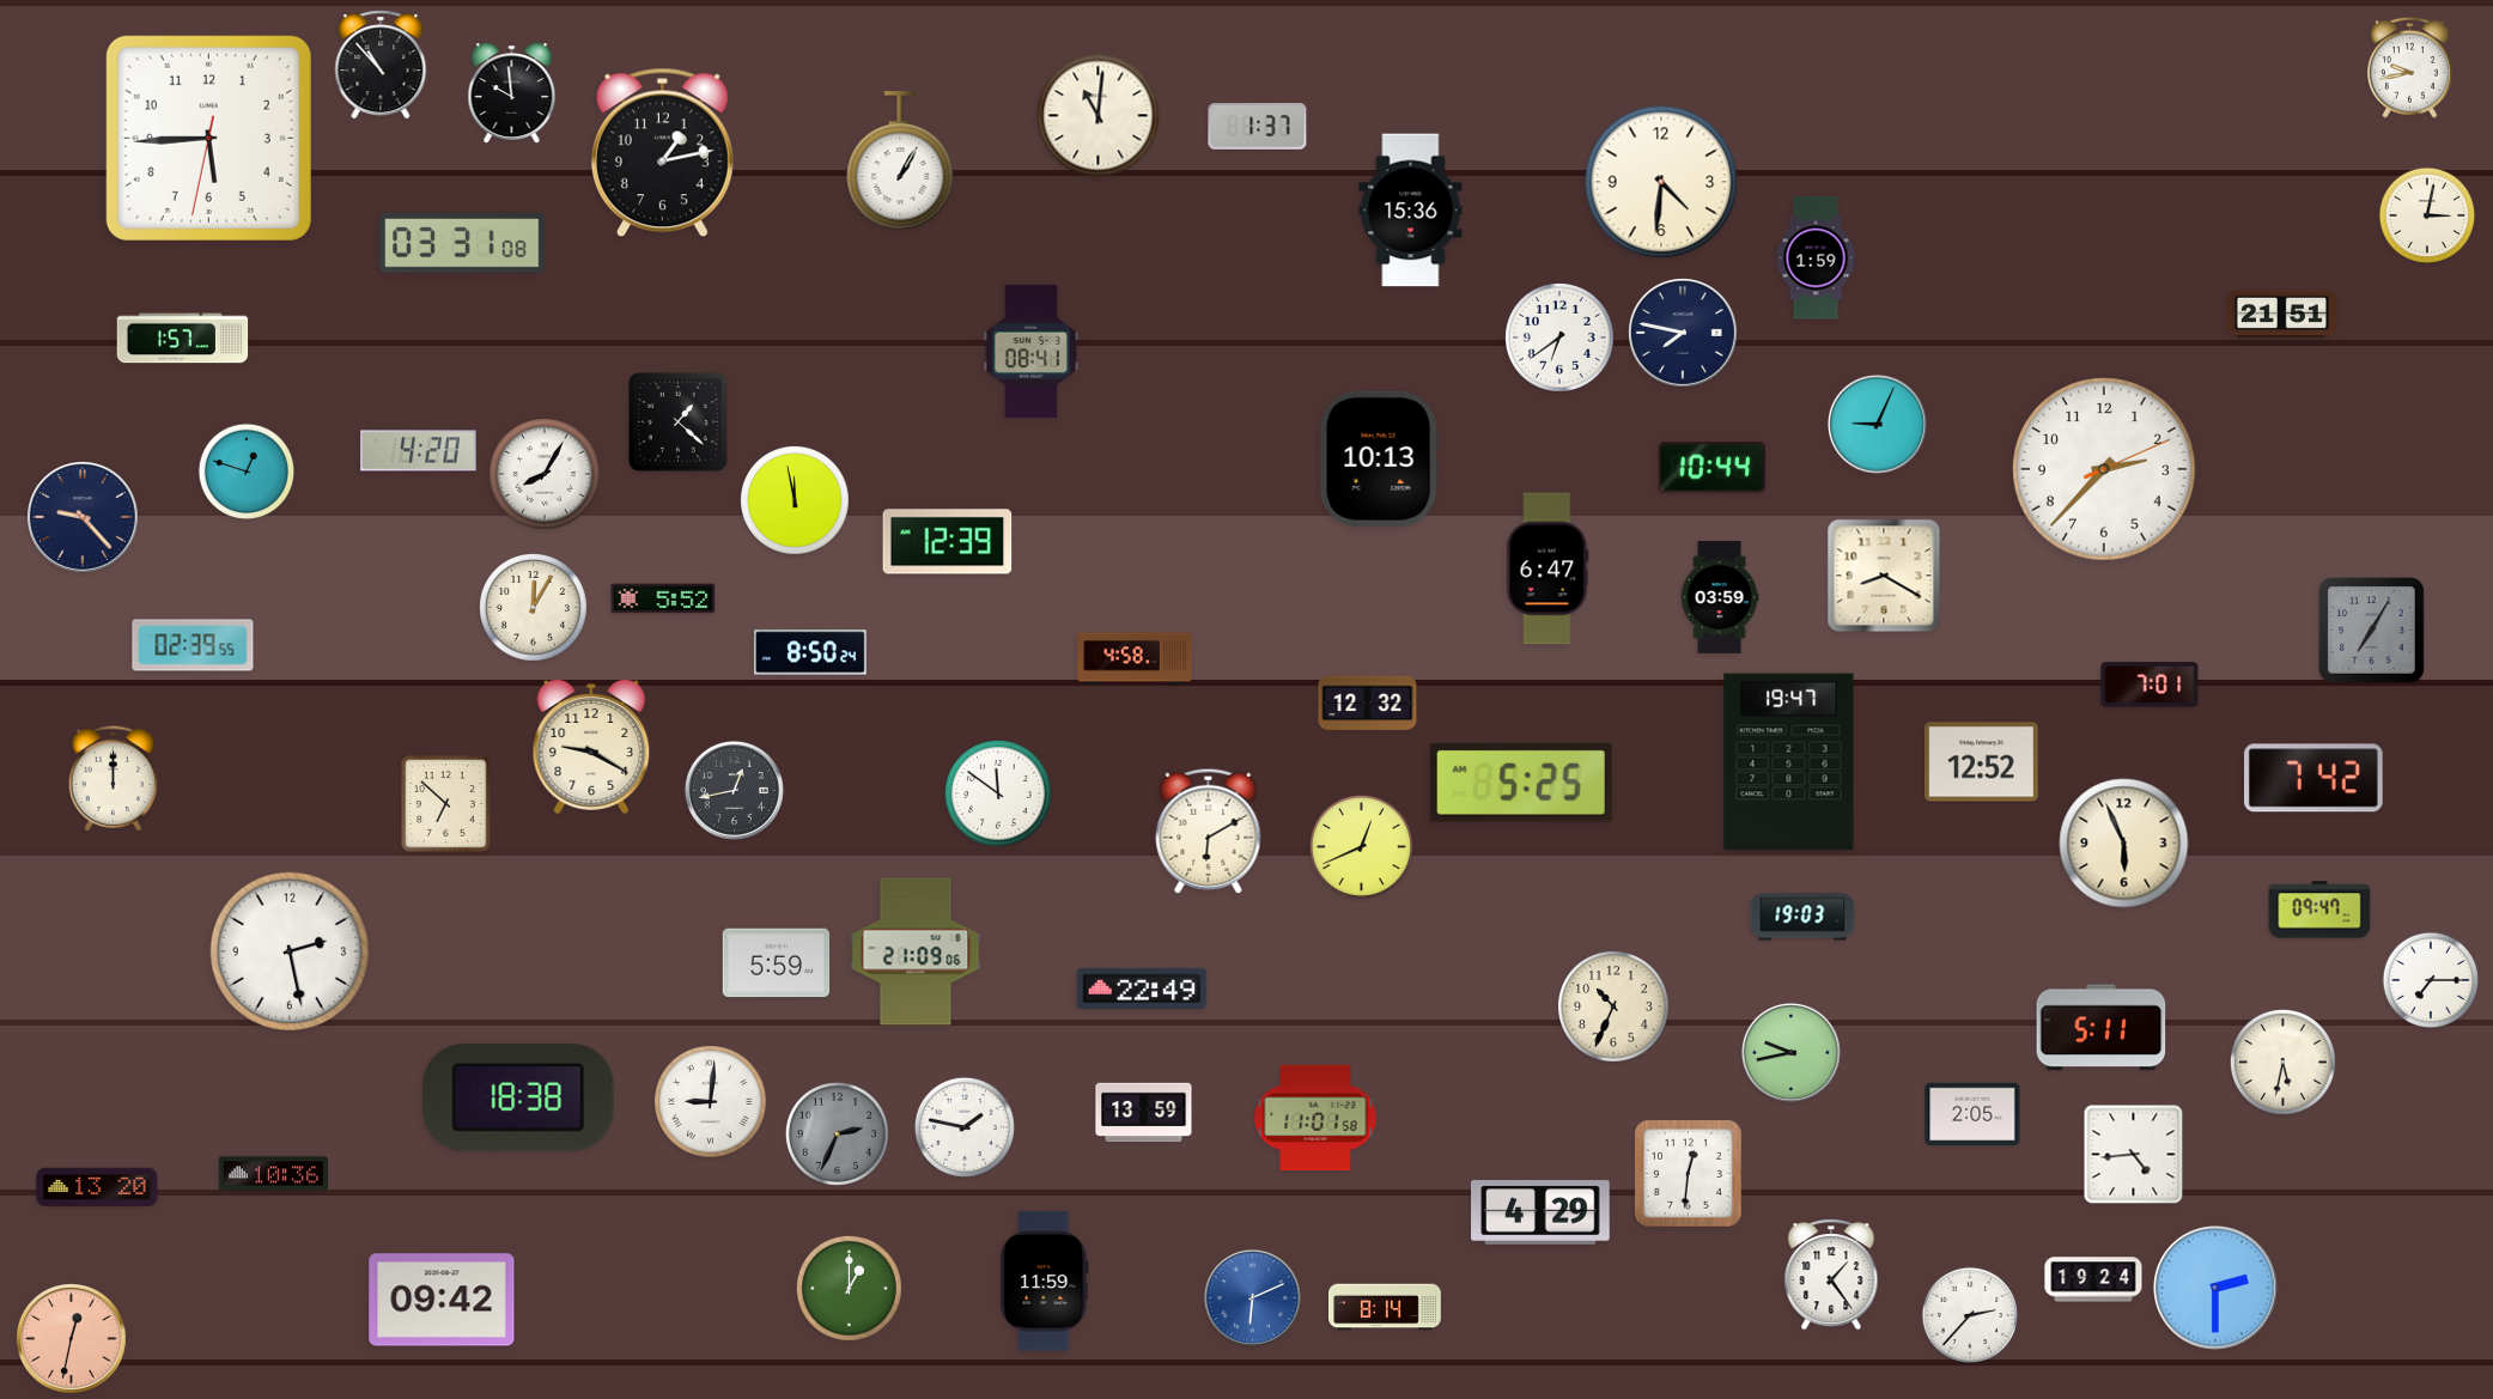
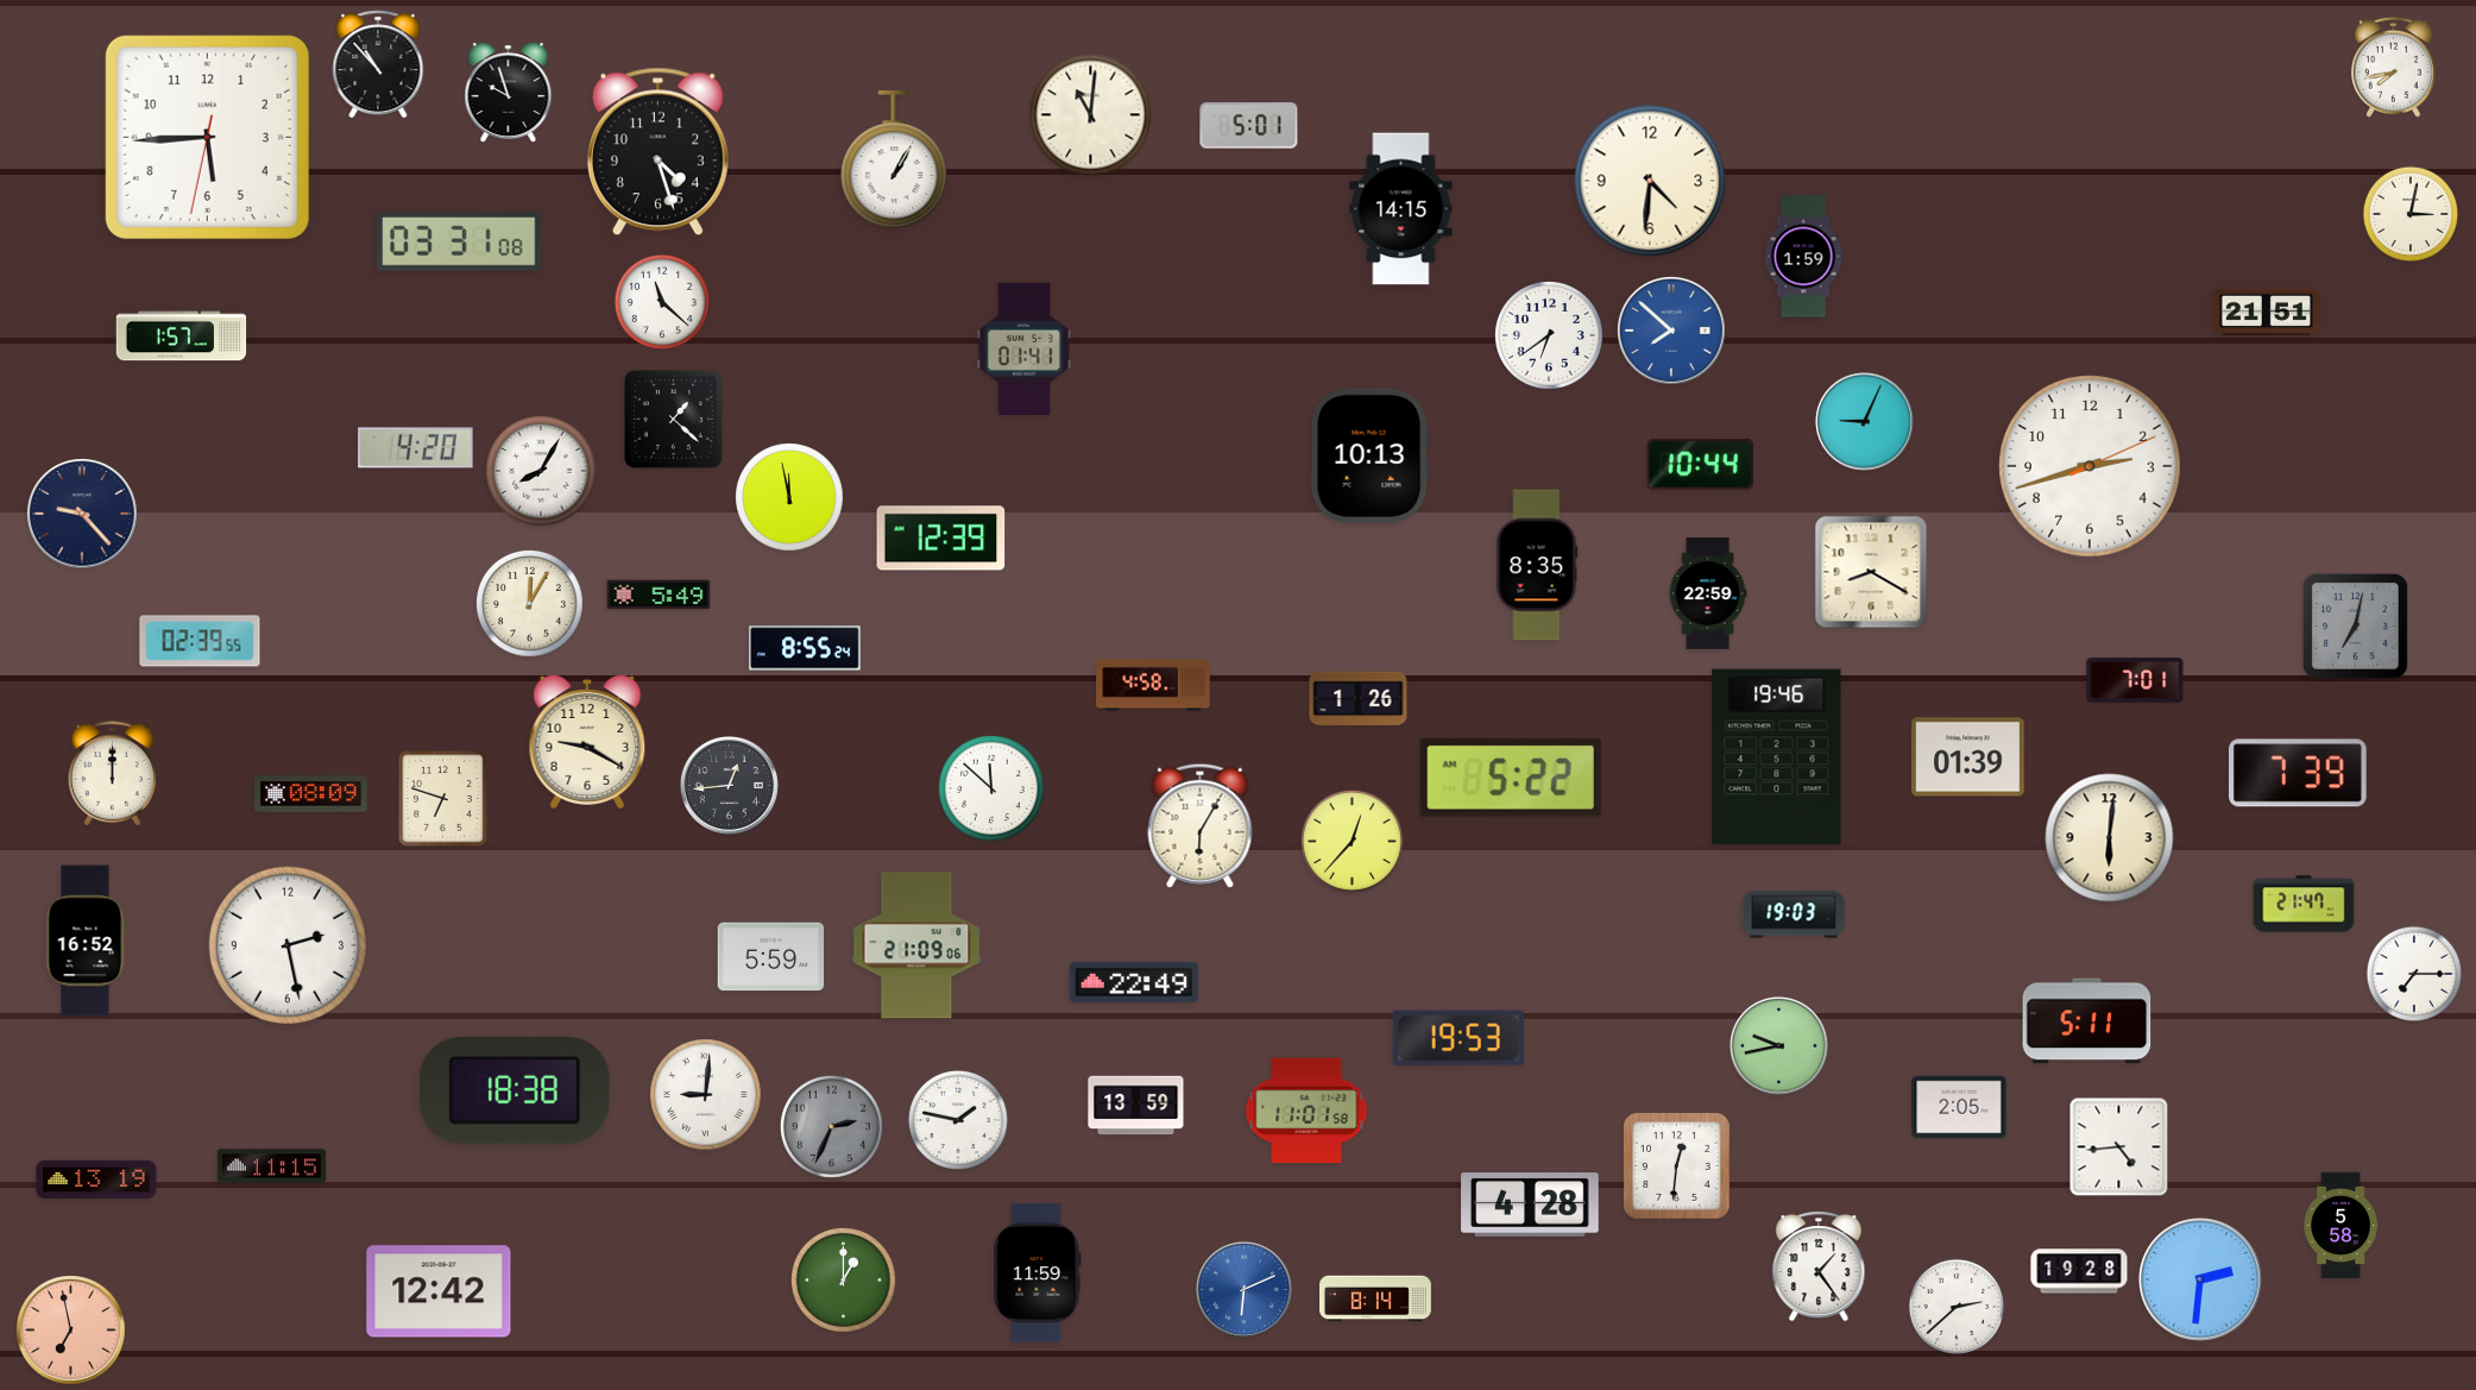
clock at (2409, 67): 9:43 -> 7:43
clock at (512, 93): 9:59 -> 9:57
clock at (1258, 127): 1:37 -> 5:01
clock at (662, 153): 1:13 -> 4:27
clock at (1411, 211): 15:36 -> 14:15
clock at (661, 301): none -> 11:22
clock at (1683, 333): 7:47 -> 7:52
clock at (1683, 333) dial: navy -> blue
clock at (1032, 351): 08:41 -> 01:41
clock at (2104, 469): 2:37 -> 2:42
clock at (245, 470): 12:48 -> none
clock at (1548, 568): 6:47 -> 8:35
clock at (663, 598): 5:52 -> 5:49
clock at (1720, 598): 03:59 -> 22:59
clock at (2371, 629): 7:05 -> 7:02
clock at (193, 645) position: (193, 645) -> (200, 641)
clock at (810, 652): 8:50 -> 8:55
clock at (1135, 658) position: (1135, 658) -> (1153, 685)
clock at (1368, 704): 12:32 -> 1:26
clock at (1789, 762): 19:47 -> 19:46
clock at (1982, 762): 12:52 -> 01:39
clock at (2315, 778): 7:42 -> 7:39
clock at (1521, 783): 5:25 -> 5:22
clock at (734, 790): 12:43 -> 12:44
clock at (998, 793): 11:51 -> 11:52
clock at (311, 794): none -> 08:09
clock at (446, 804): 6:52 -> 6:48
clock at (1209, 831): 6:10 -> 6:05
clock at (2124, 844): 5:56 -> 6:01
clock at (1361, 846): 12:41 -> 12:37
clock at (2319, 910): 09:47 -> 21:47
clock at (1802, 917) position: (1802, 917) -> (1794, 914)
clock at (86, 941): none -> 16:52
clock at (916, 951) position: (916, 951) -> (916, 945)
clock at (1613, 1006): 10:34 -> none
clock at (1458, 1038): none -> 19:53
clock at (2282, 1062): 5:32 -> none
clock at (273, 1174): 10:36 -> 11:15
clock at (97, 1187): 13:20 -> 13:19
clock at (1540, 1212): 4:29 -> 4:28
clock at (2340, 1226): none -> 5:58
clock at (2093, 1279): 19:24 -> 19:28
clock at (2215, 1288): 2:30 -> 2:31
clock at (442, 1300): 09:42 -> 12:42
clock at (1969, 1314): 2:37 -> 2:38
clock at (72, 1339): 12:32 -> 6:58
